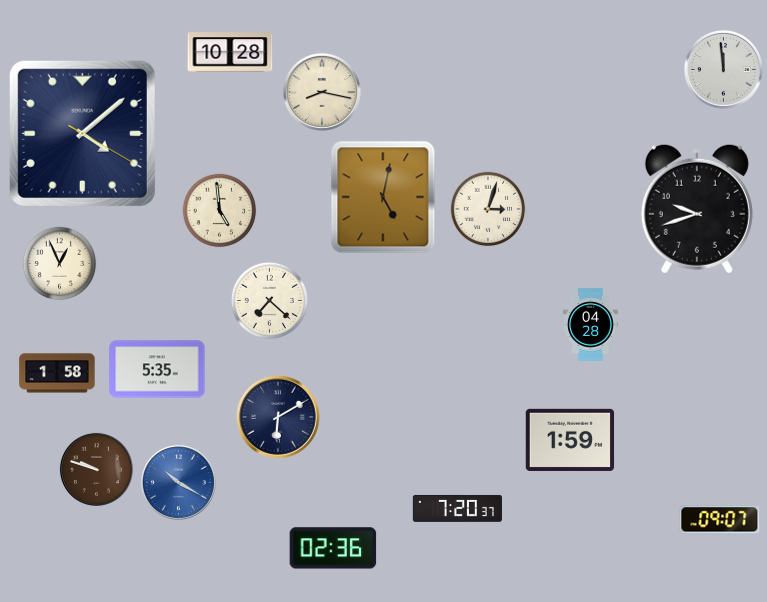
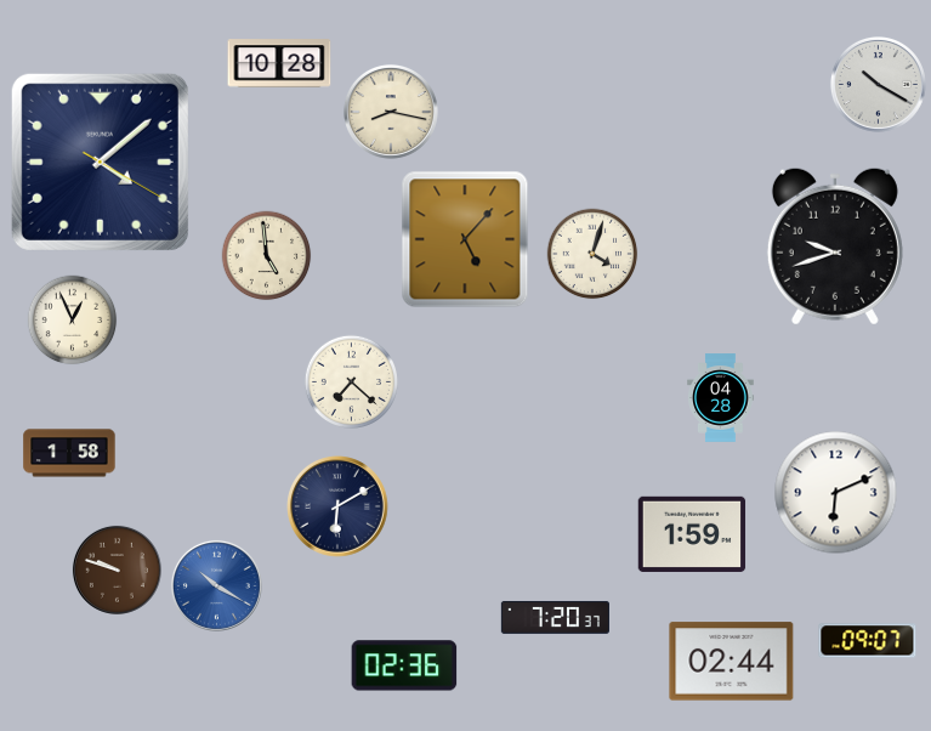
clock at (723, 69): 11:59 -> 10:20
clock at (383, 197): 5:02 -> 5:07
clock at (488, 209): 3:03 -> 4:03
clock at (697, 209) position: (697, 209) -> (835, 246)
clock at (269, 300) position: (269, 300) -> (351, 381)
clock at (591, 325) position: (591, 325) -> (721, 398)
clock at (157, 369): 5:35 -> none
clock at (836, 493): none -> 6:11
clock at (720, 520) position: (720, 520) -> (868, 641)
clock at (732, 662): none -> 02:44
